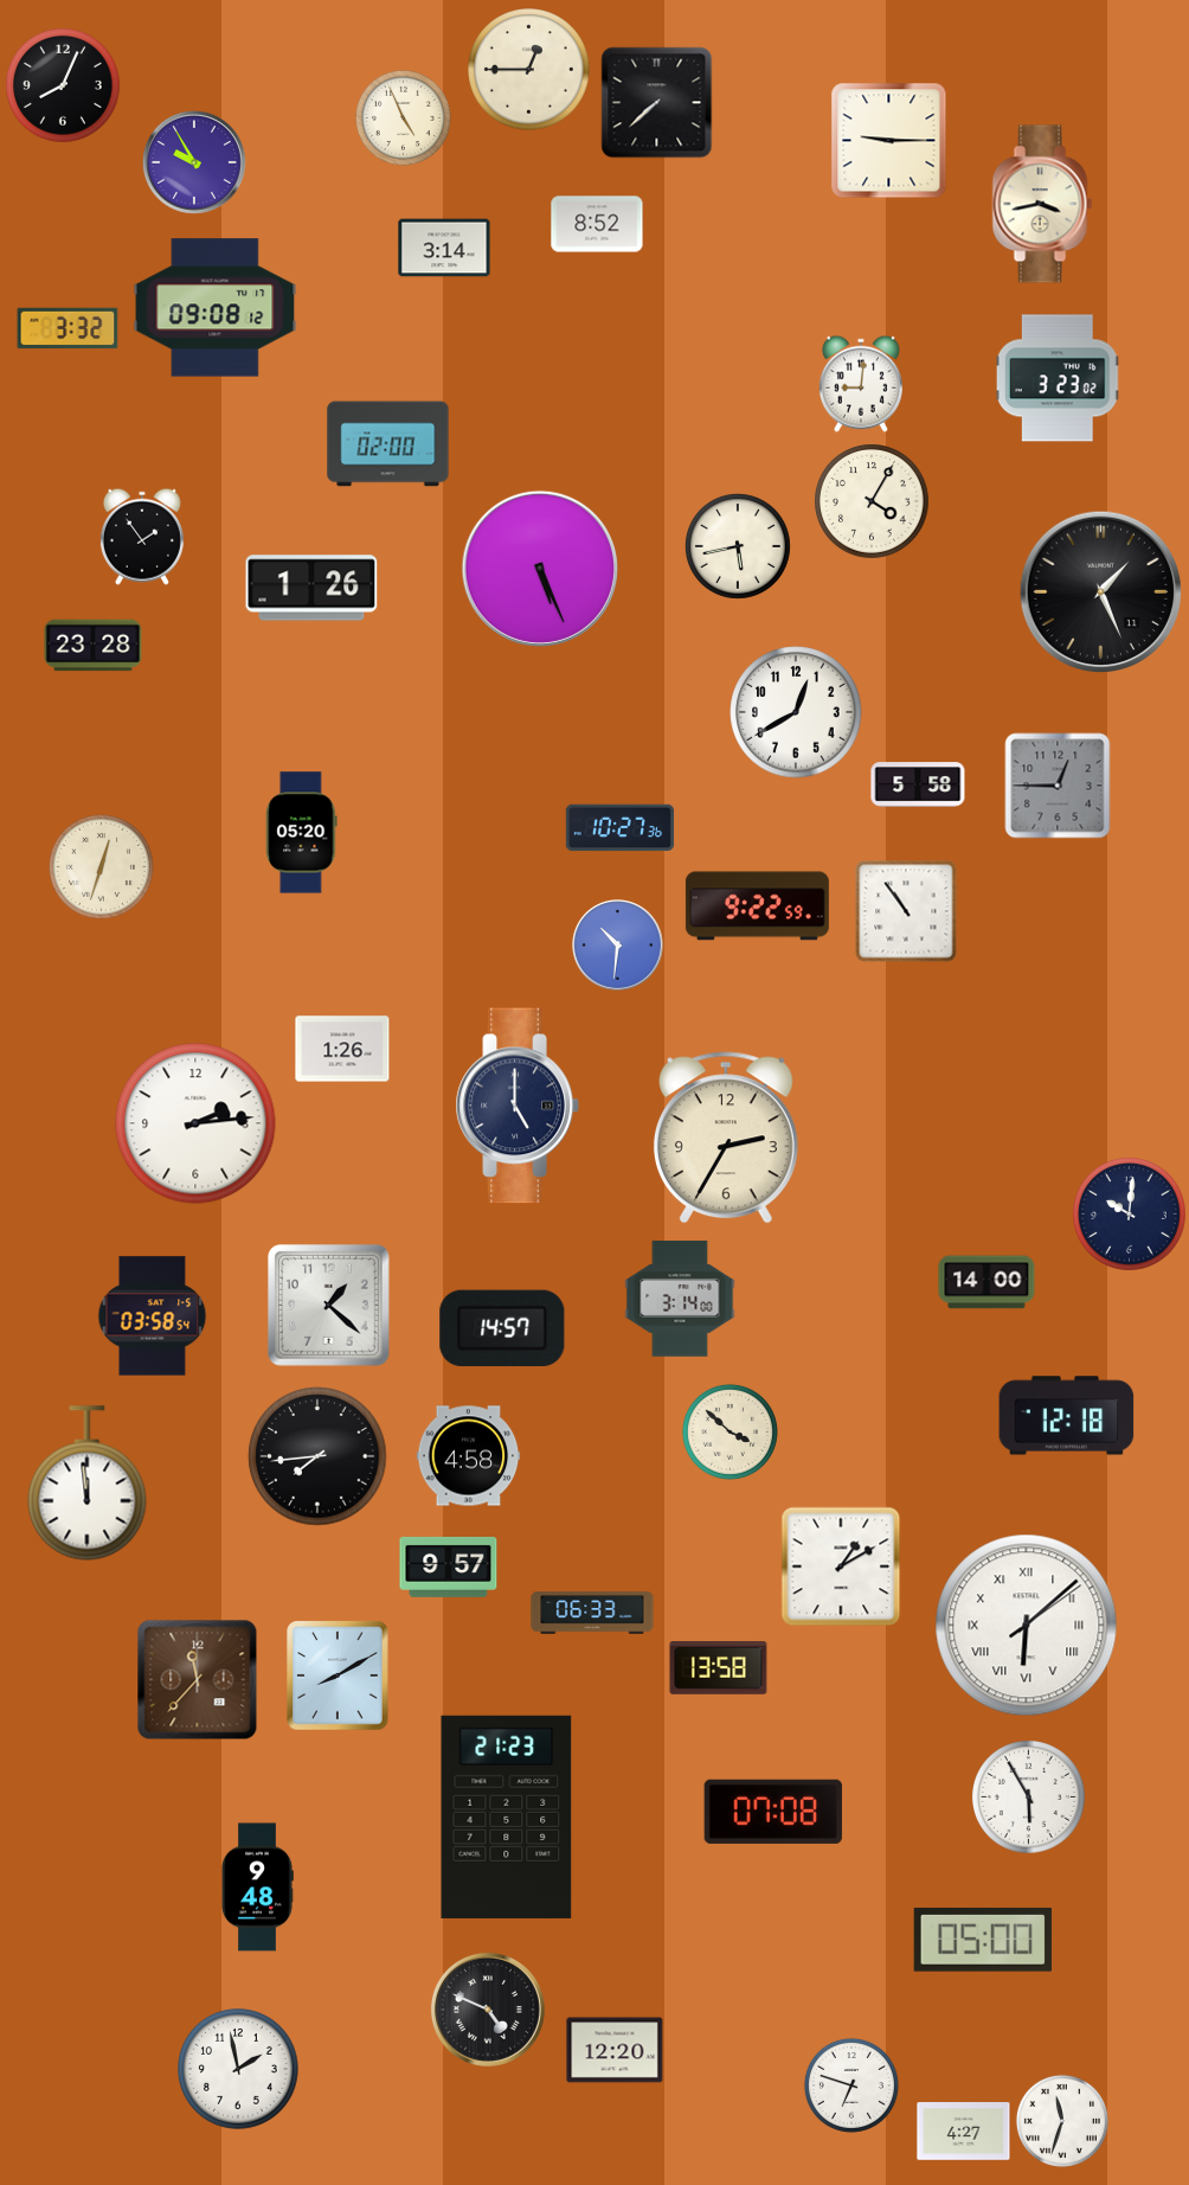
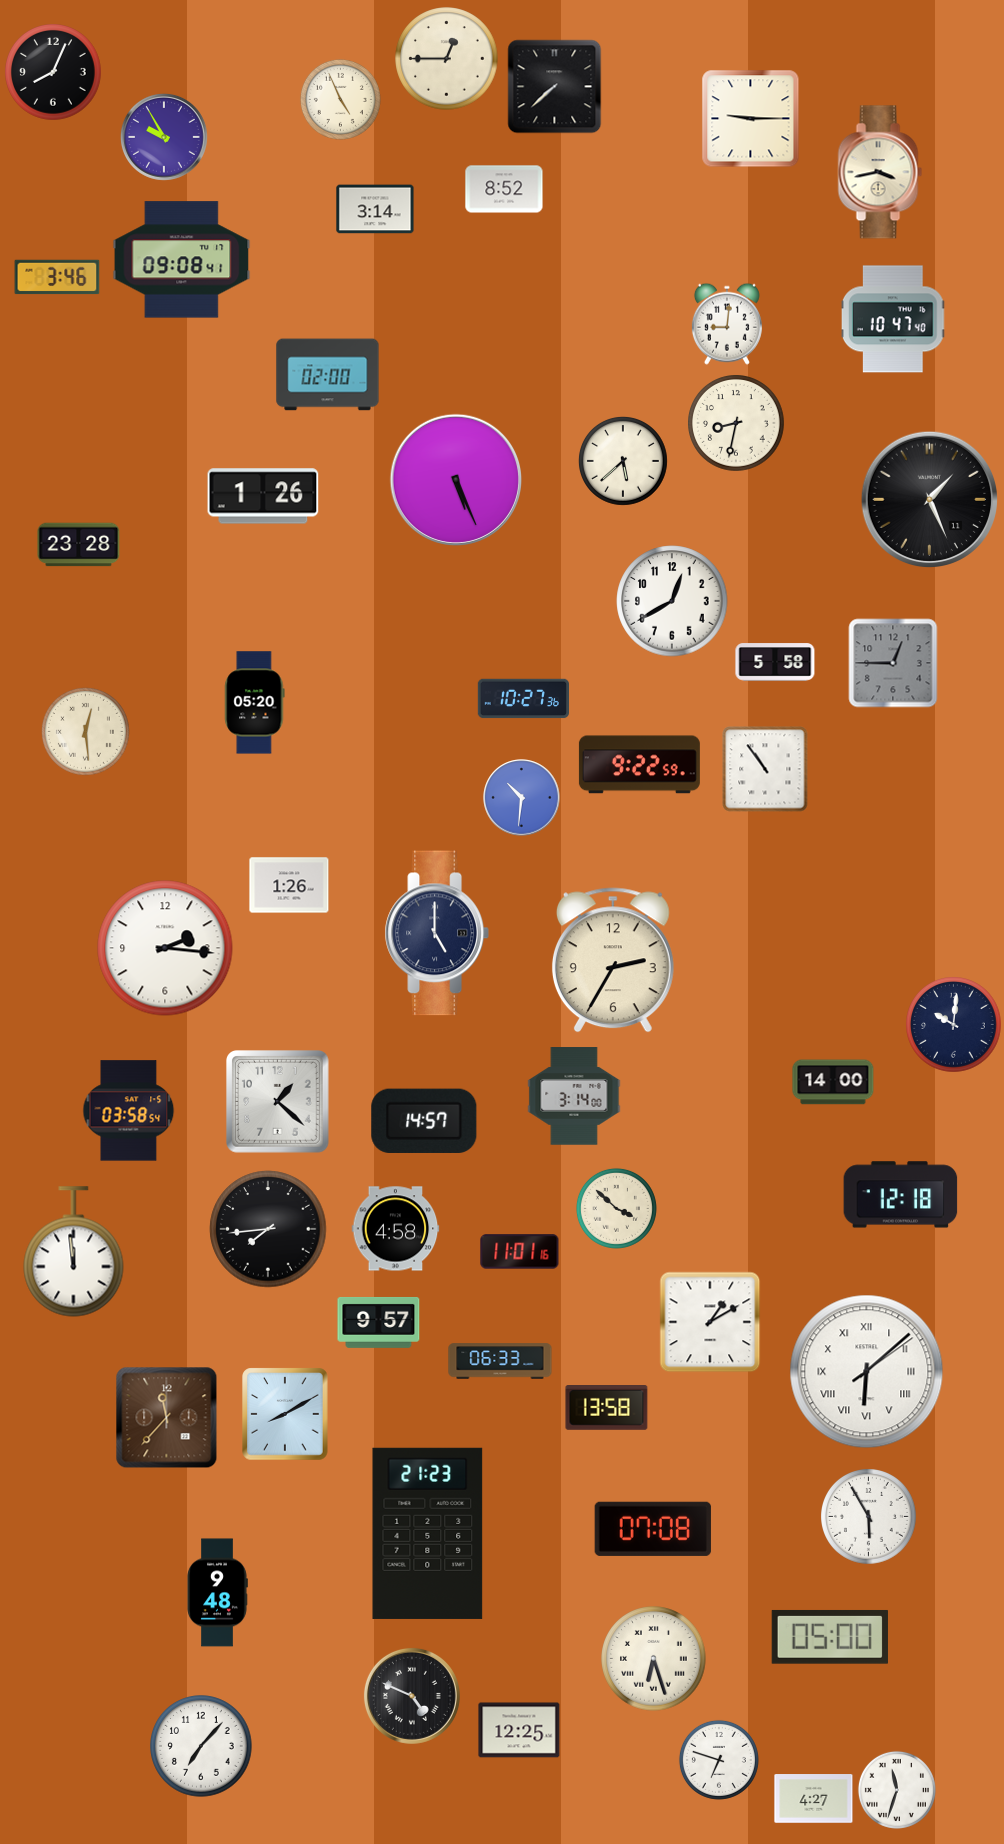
clock at (216, 308): 09:08:12 -> 09:08:41
clock at (68, 328): 3:32 -> 3:46
clock at (1058, 378): 3:23 -> 10:47
clock at (873, 502): 4:05 -> 8:32
clock at (142, 537): 1:54 -> none
clock at (738, 546): 5:43 -> 5:38
clock at (101, 866): 12:33 -> 12:29
clock at (195, 1123): 2:14 -> 2:16
clock at (520, 1252): none -> 11:01
clock at (654, 1659): none -> 6:27
clock at (615, 2050): 12:20 -> 12:25
clock at (238, 2069): 1:58 -> 7:07
